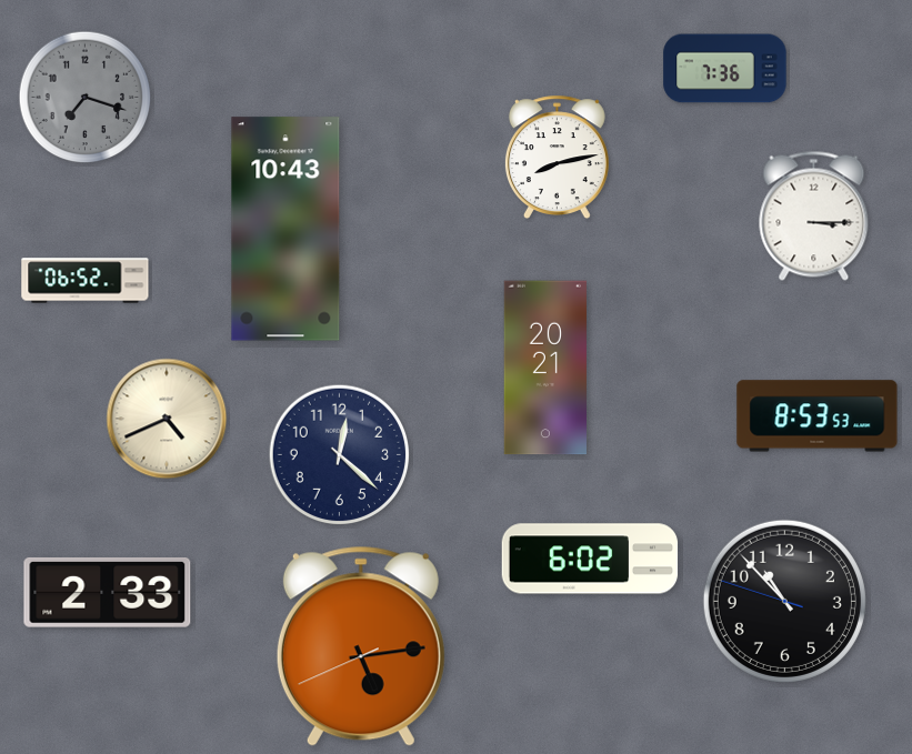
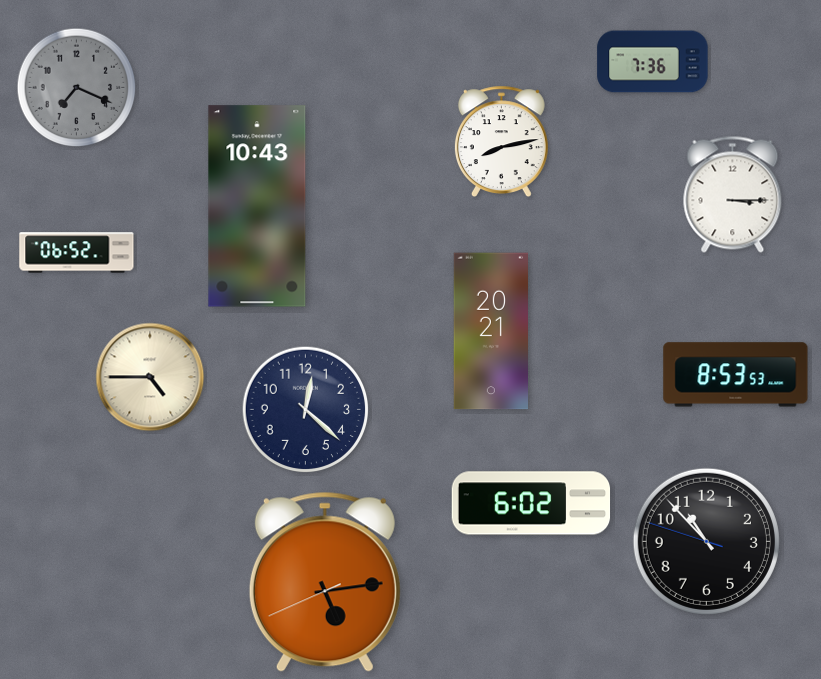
clock at (86, 98): 7:18 -> 7:19
clock at (167, 419): 4:41 -> 4:45
clock at (108, 592): 2:33 -> none
